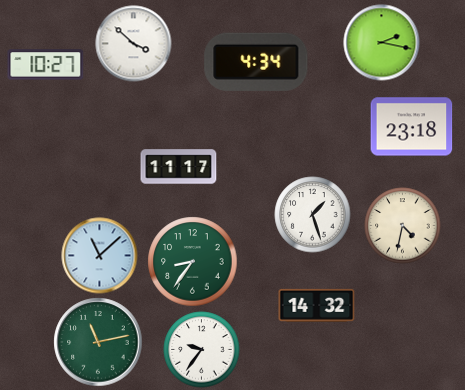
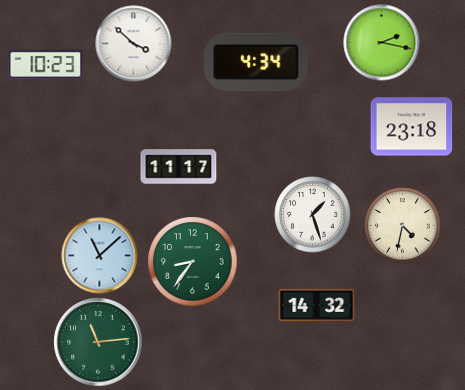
clock at (46, 65): 10:27 -> 10:23
clock at (98, 342): 11:13 -> 11:14
clock at (202, 350): 9:36 -> none
